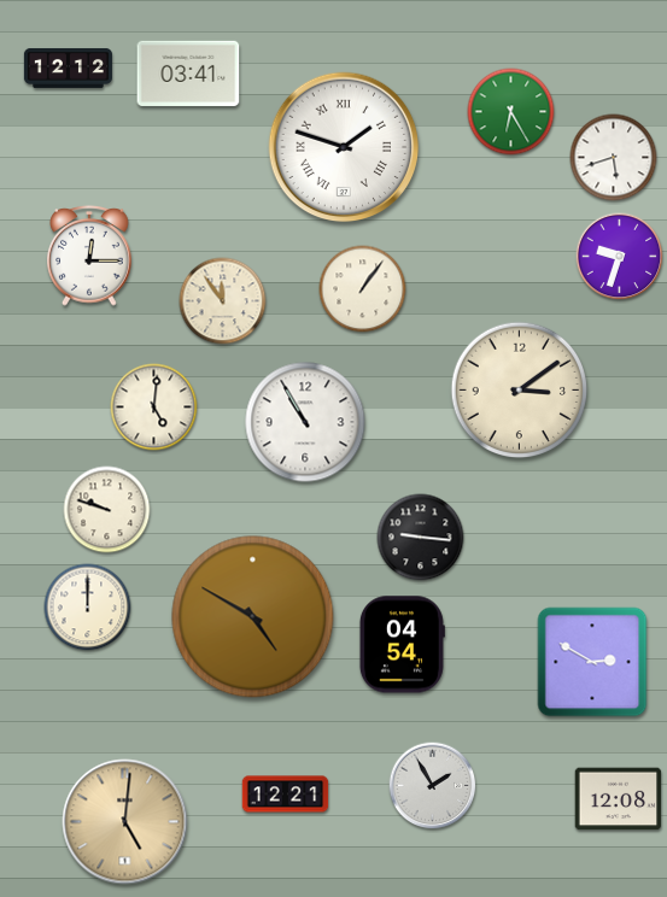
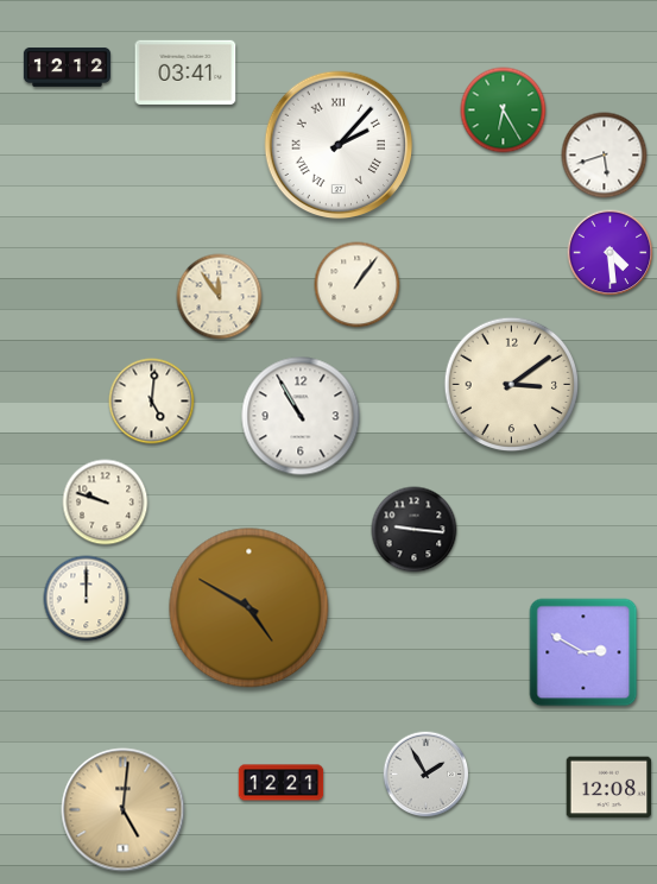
clock at (344, 147): 1:48 -> 2:07
clock at (89, 257): 12:15 -> none
clock at (620, 257): 9:33 -> 4:29
clock at (402, 645): 04:54 -> none
